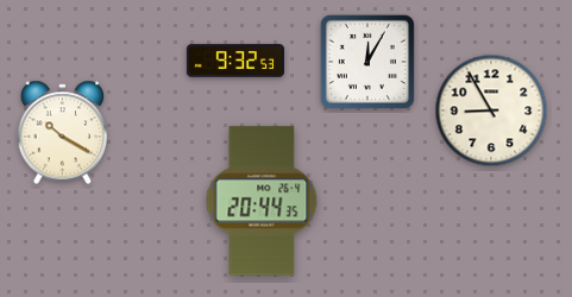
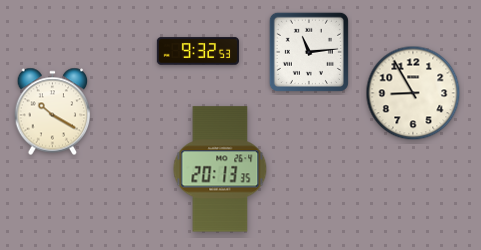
clock at (367, 62): 12:05 -> 11:14
clock at (262, 201): 20:44 -> 20:13
